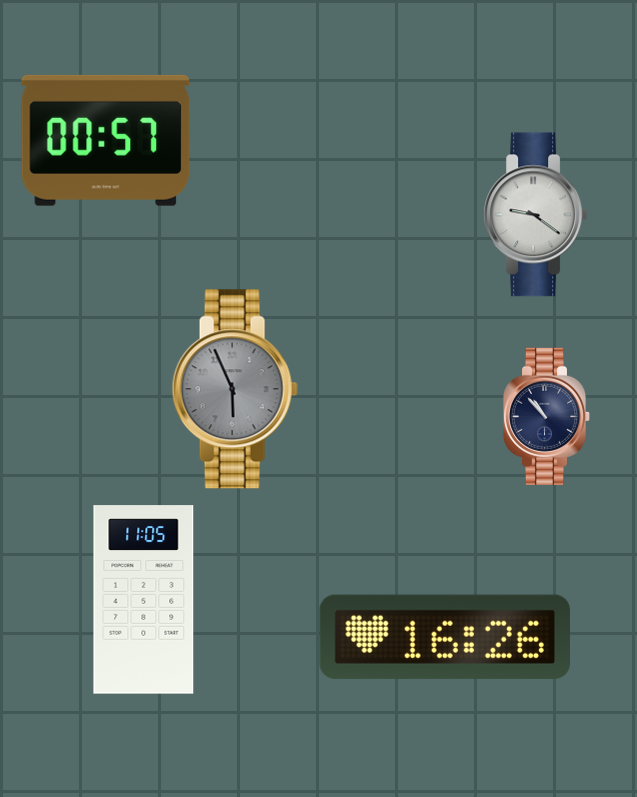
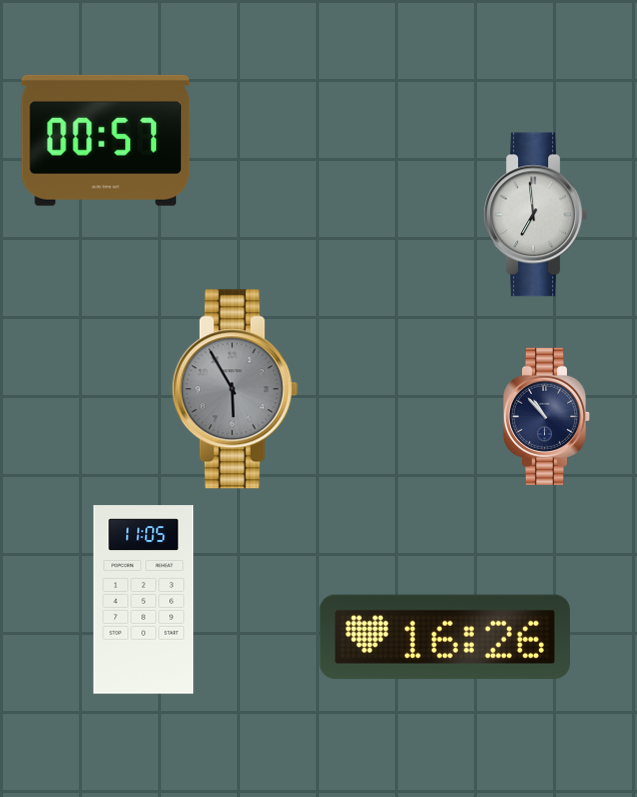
clock at (536, 215): 9:21 -> 6:59
clock at (235, 389): 5:56 -> 5:55
